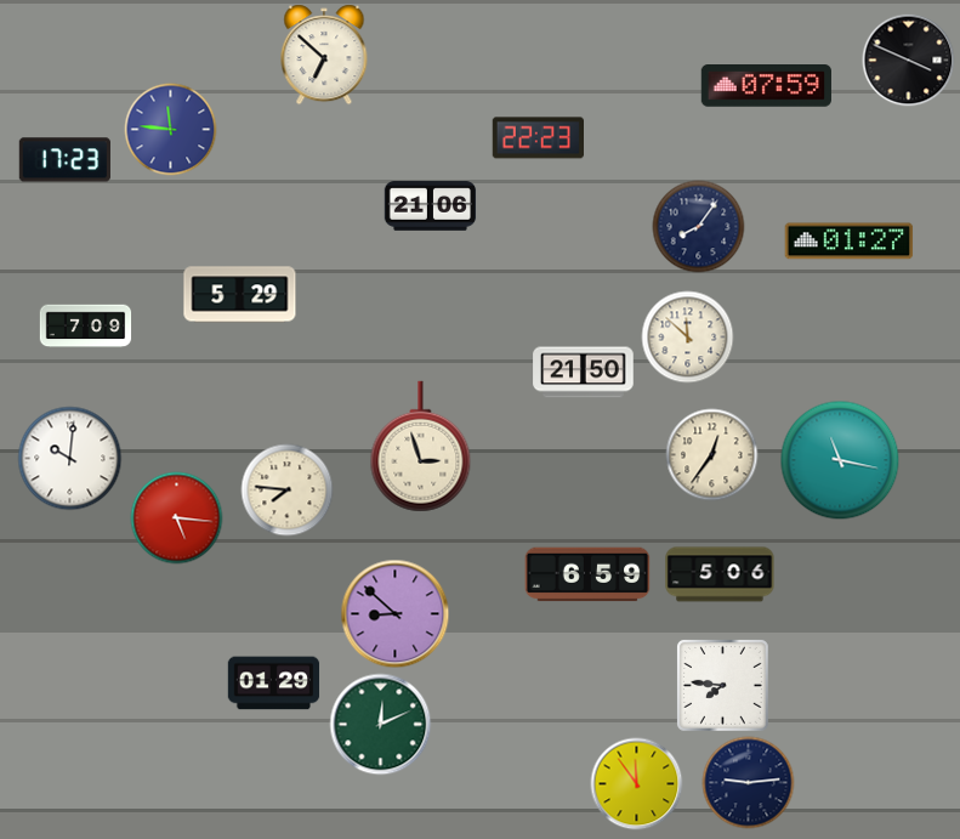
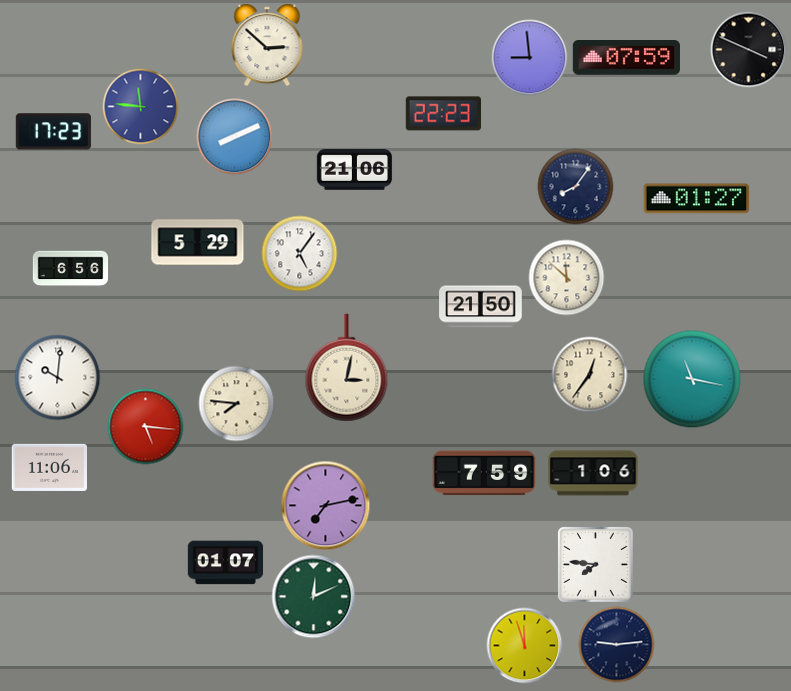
clock at (324, 55): 6:52 -> 2:52
clock at (530, 58): none -> 8:59
clock at (766, 86) position: (766, 86) -> (626, 58)
clock at (235, 137): none -> 8:11
clock at (850, 242) position: (850, 242) -> (697, 199)
clock at (300, 254): none -> 5:06
clock at (86, 327): 7:09 -> 6:56
clock at (421, 447): 2:57 -> 3:02
clock at (712, 455) position: (712, 455) -> (590, 375)
clock at (49, 467): none -> 11:06
clock at (587, 574): 6:59 -> 7:59
clock at (720, 574): 5:06 -> 1:06
clock at (396, 614): 8:52 -> 7:13
clock at (274, 684): 01:29 -> 01:07
clock at (637, 784): 11:54 -> 11:57
